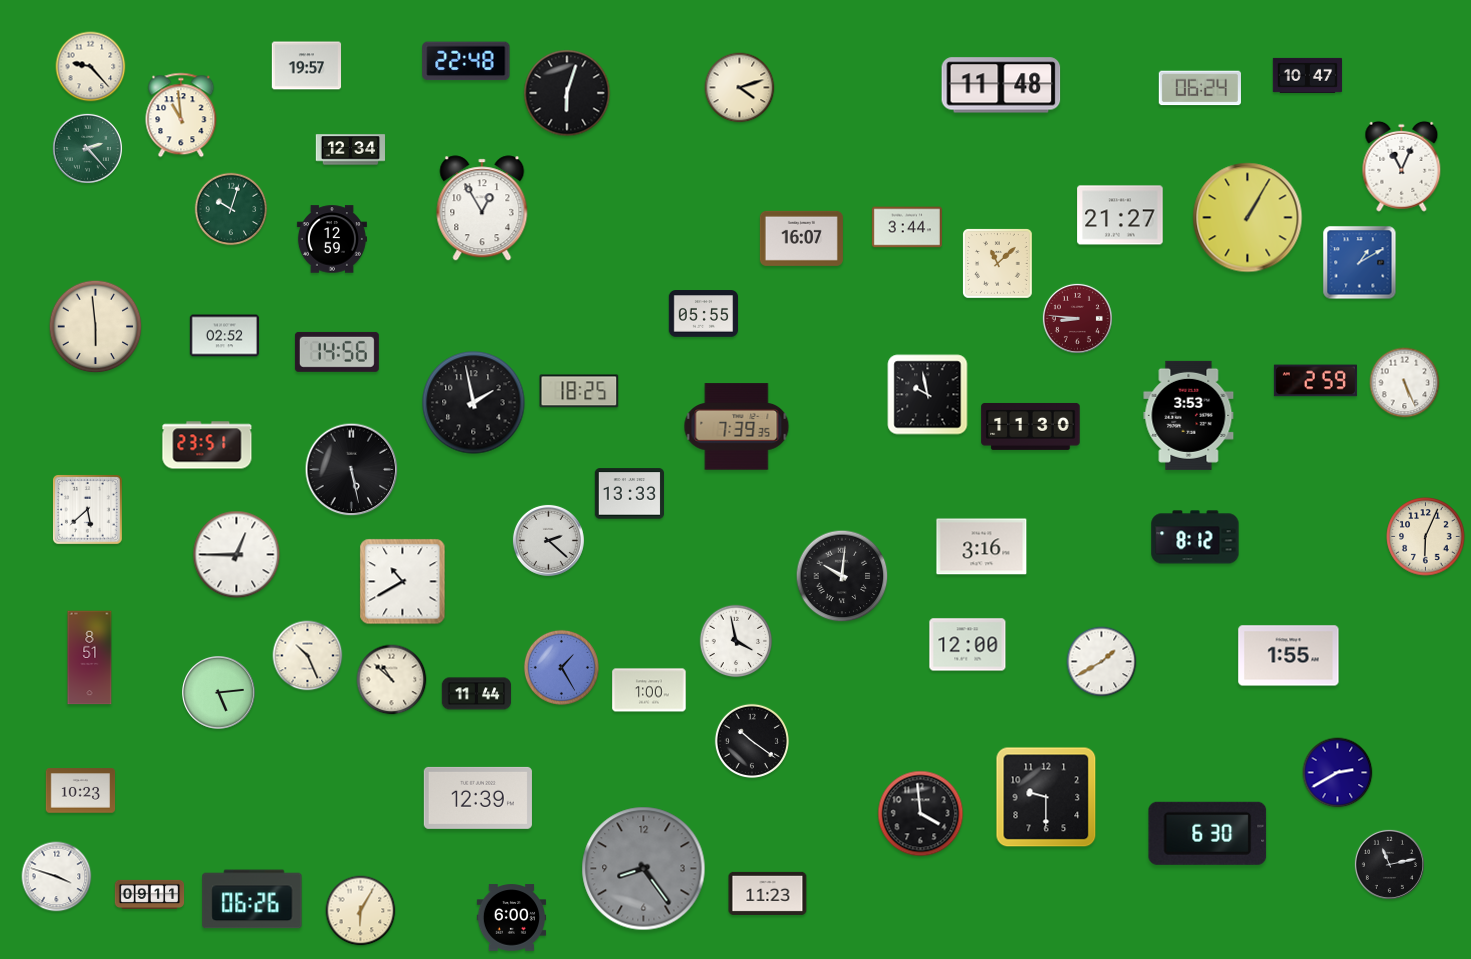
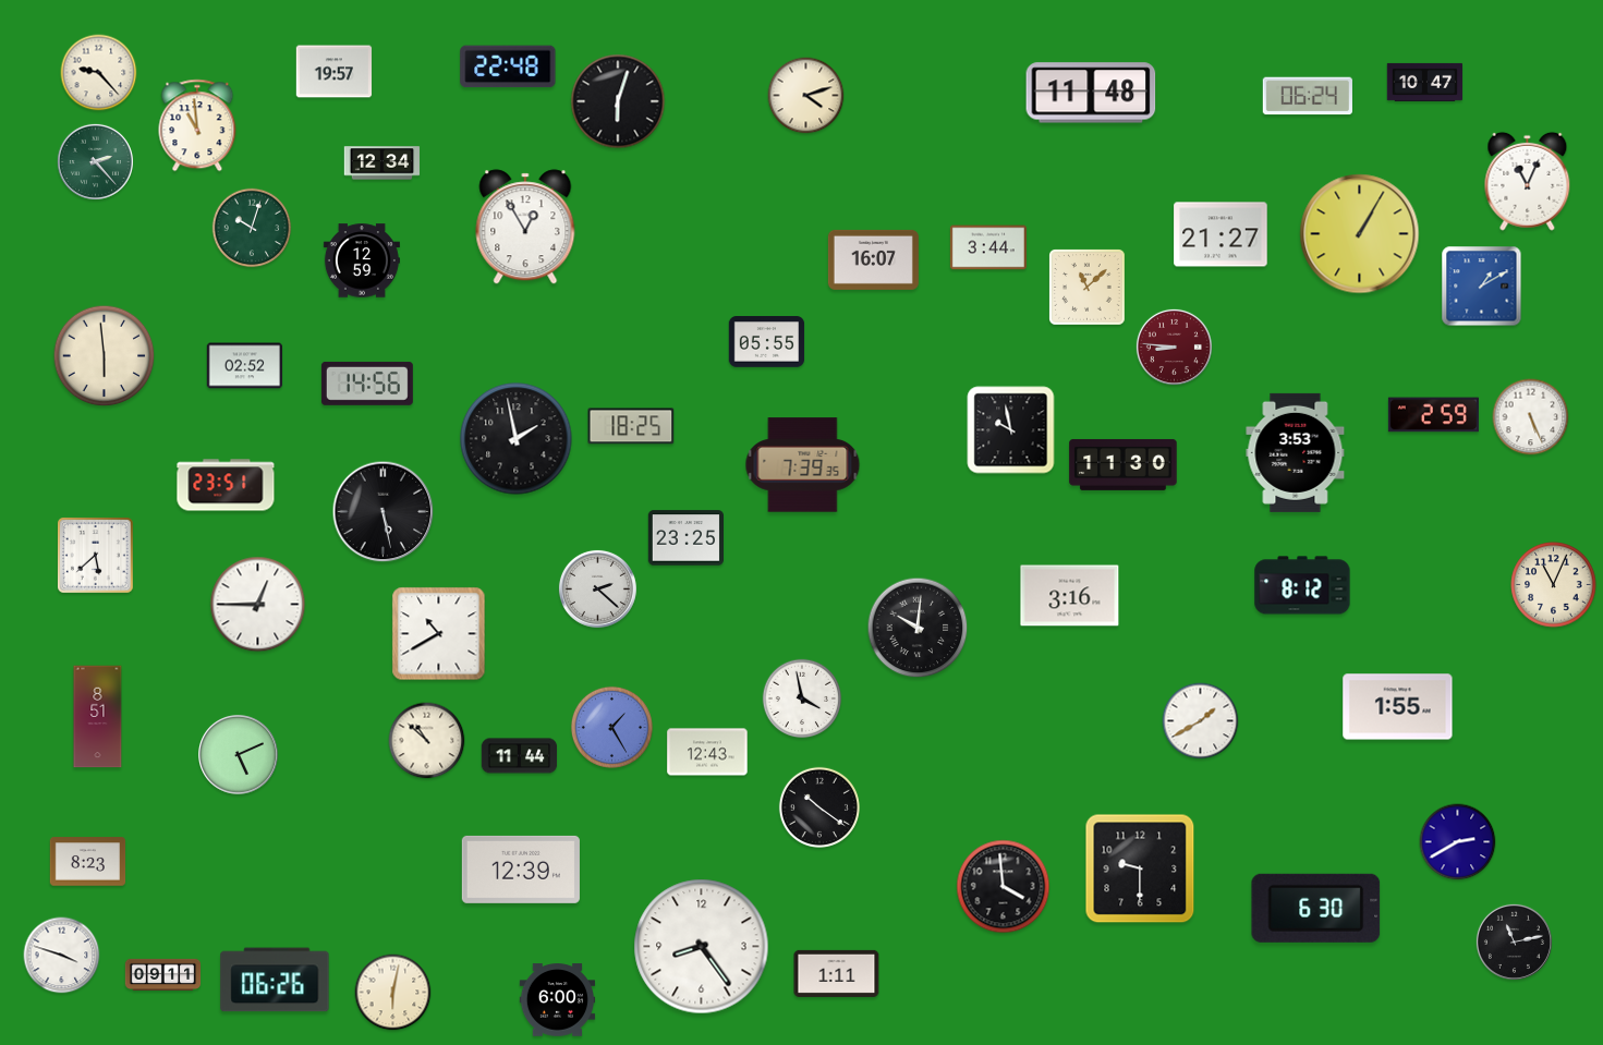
clock at (1248, 218) position: (1248, 218) -> (1360, 234)
clock at (629, 494): 13:33 -> 23:25
clock at (1426, 537): 6:04 -> 11:04
clock at (968, 645): 12:00 -> none
clock at (308, 656): 10:26 -> none
clock at (1289, 656) position: (1289, 656) -> (1398, 707)
clock at (649, 690): 1:00 -> 12:43
clock at (219, 693): 5:14 -> 5:11
clock at (81, 791): 10:23 -> 8:23
clock at (644, 869) dial: grey -> white
clock at (768, 893): 11:23 -> 1:11
clock at (361, 911): 6:05 -> 6:02
